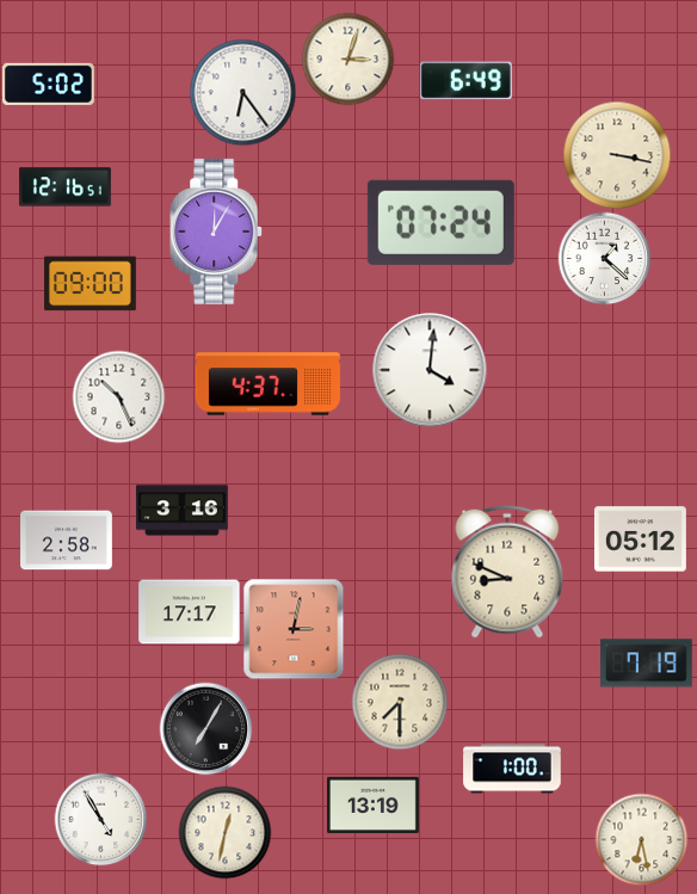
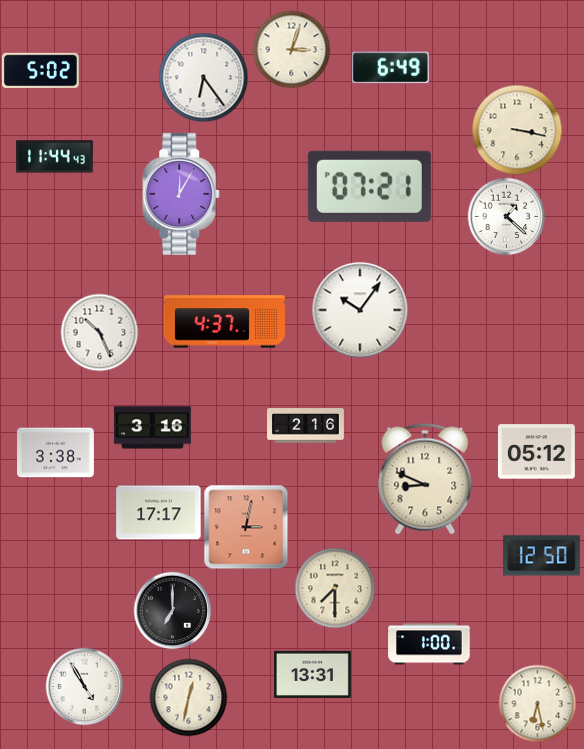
clock at (66, 187): 12:16 -> 11:44
clock at (440, 222): 07:24 -> 07:21
clock at (90, 284): 09:00 -> none
clock at (430, 370): 4:01 -> 10:06
clock at (306, 426): none -> 2:16
clock at (67, 541): 2:58 -> 3:38
clock at (646, 664): 7:19 -> 12:50
clock at (205, 728): 7:05 -> 7:00
clock at (374, 804): 13:19 -> 13:31
